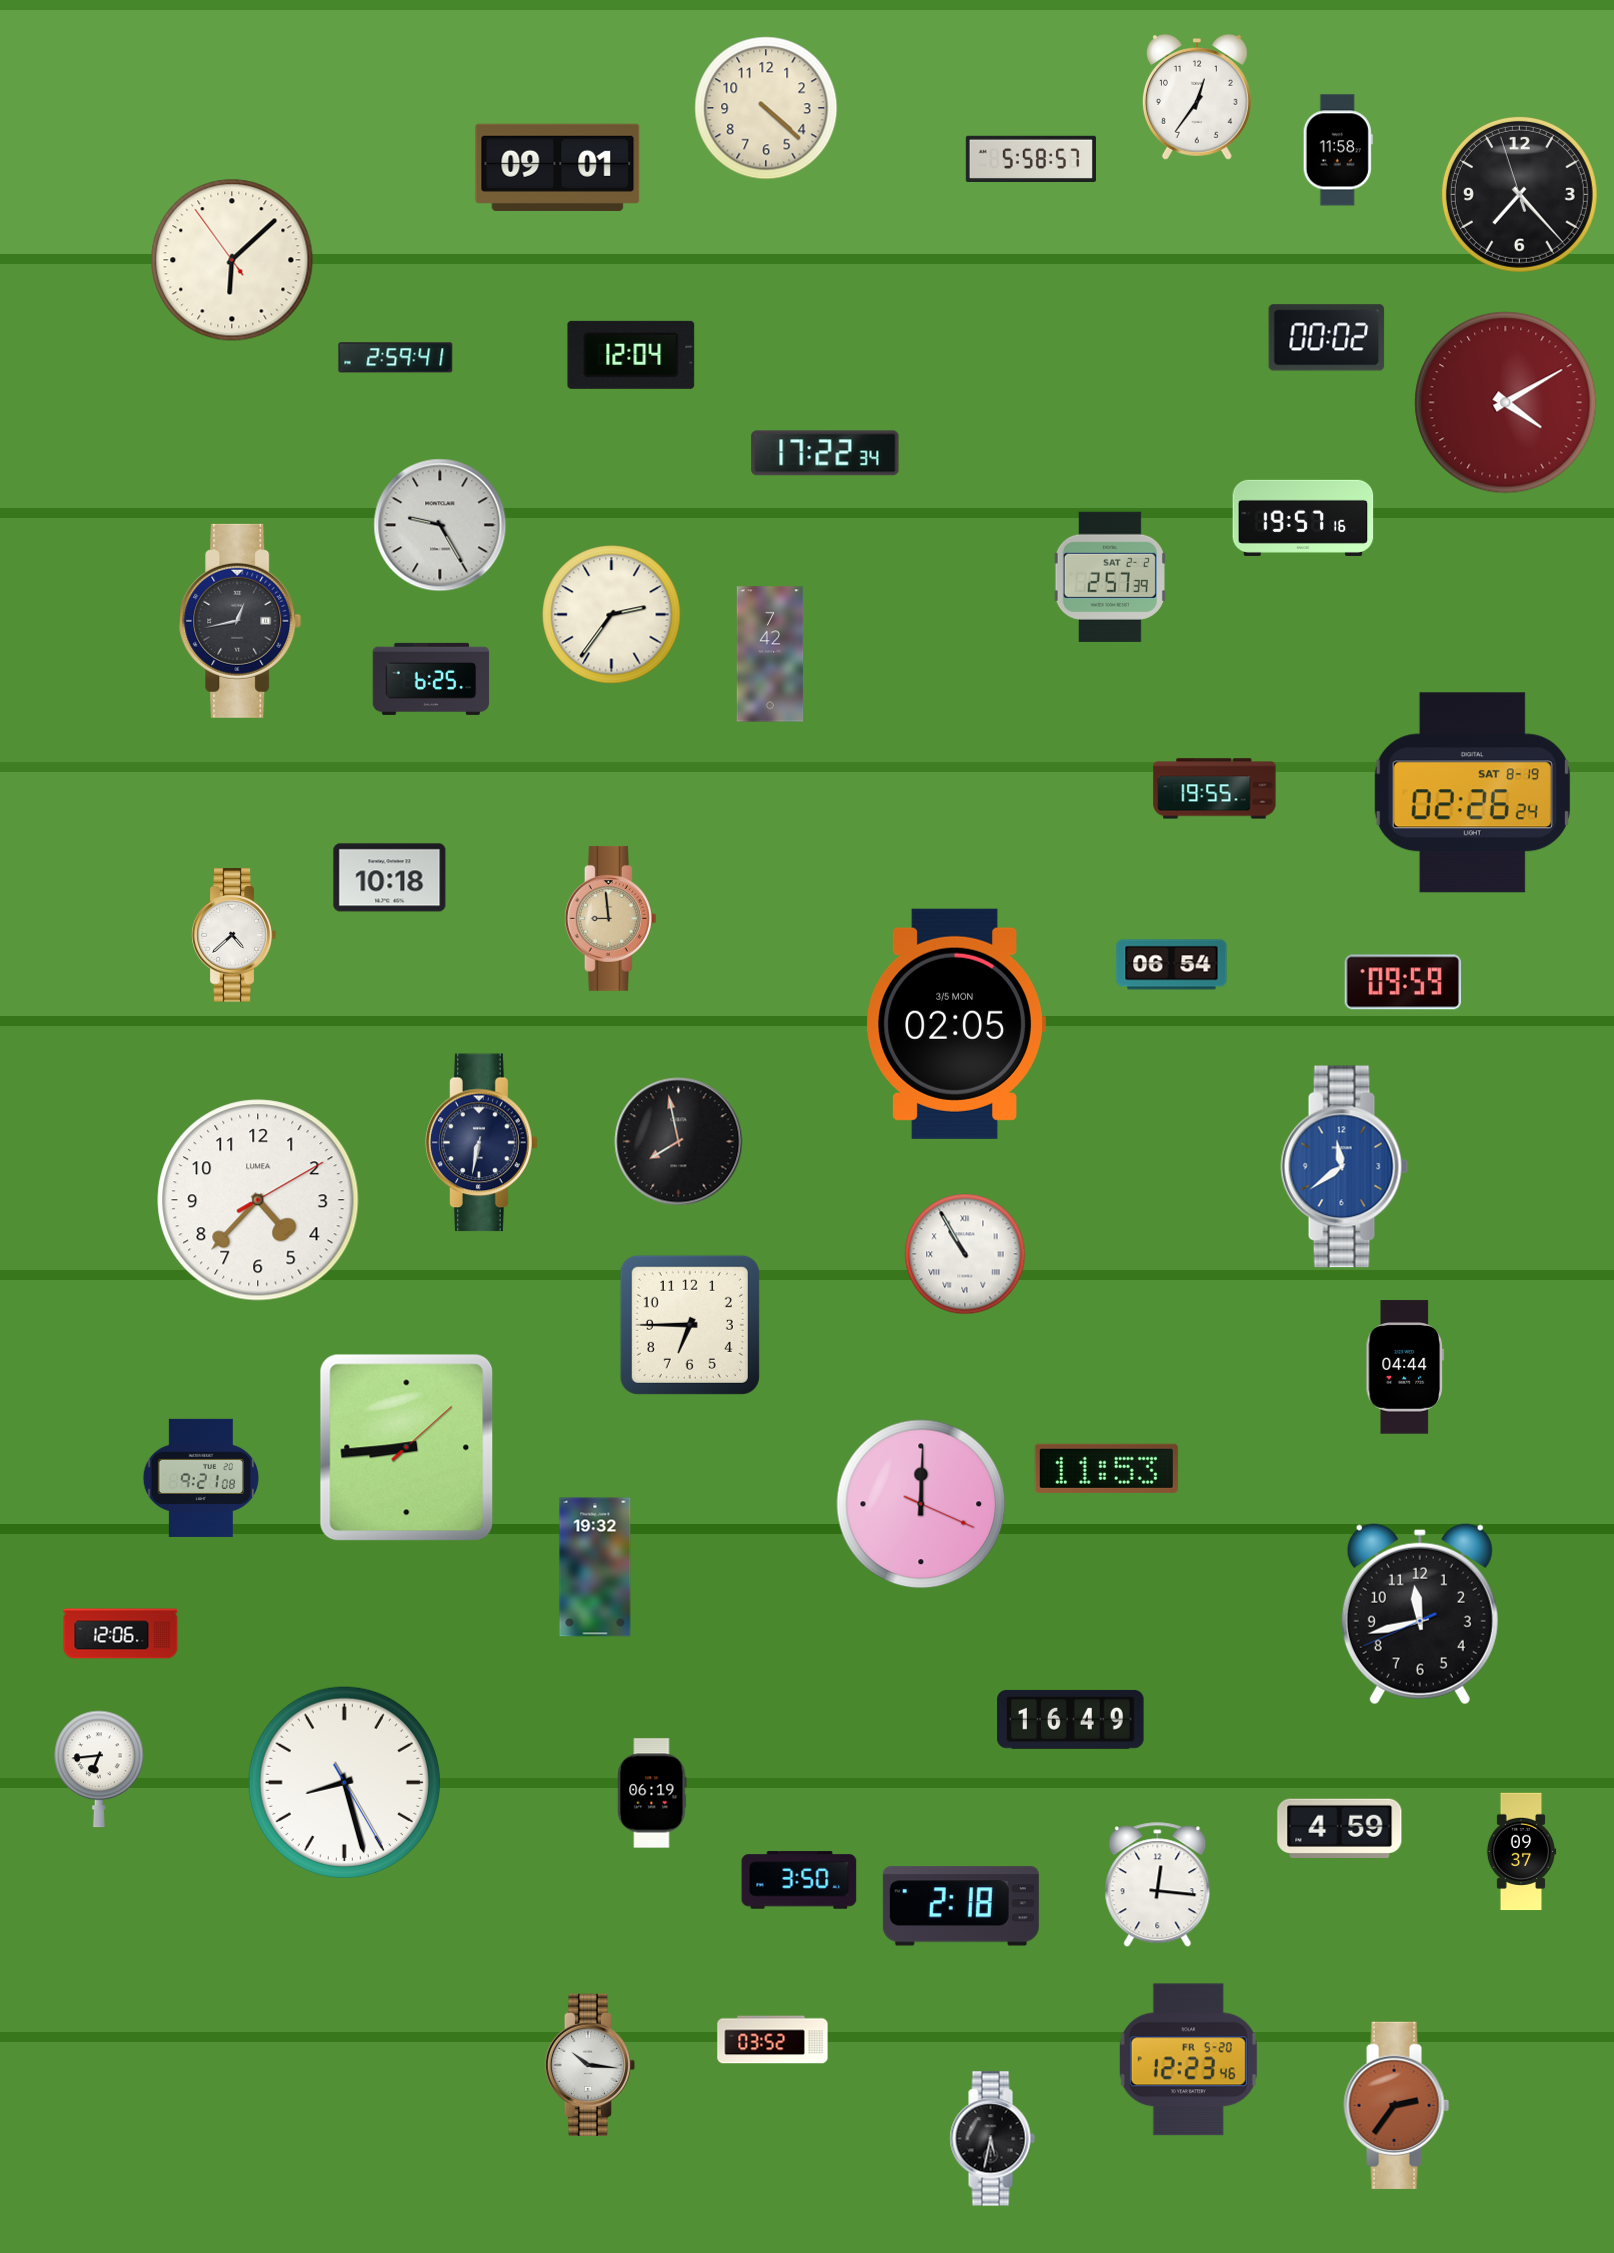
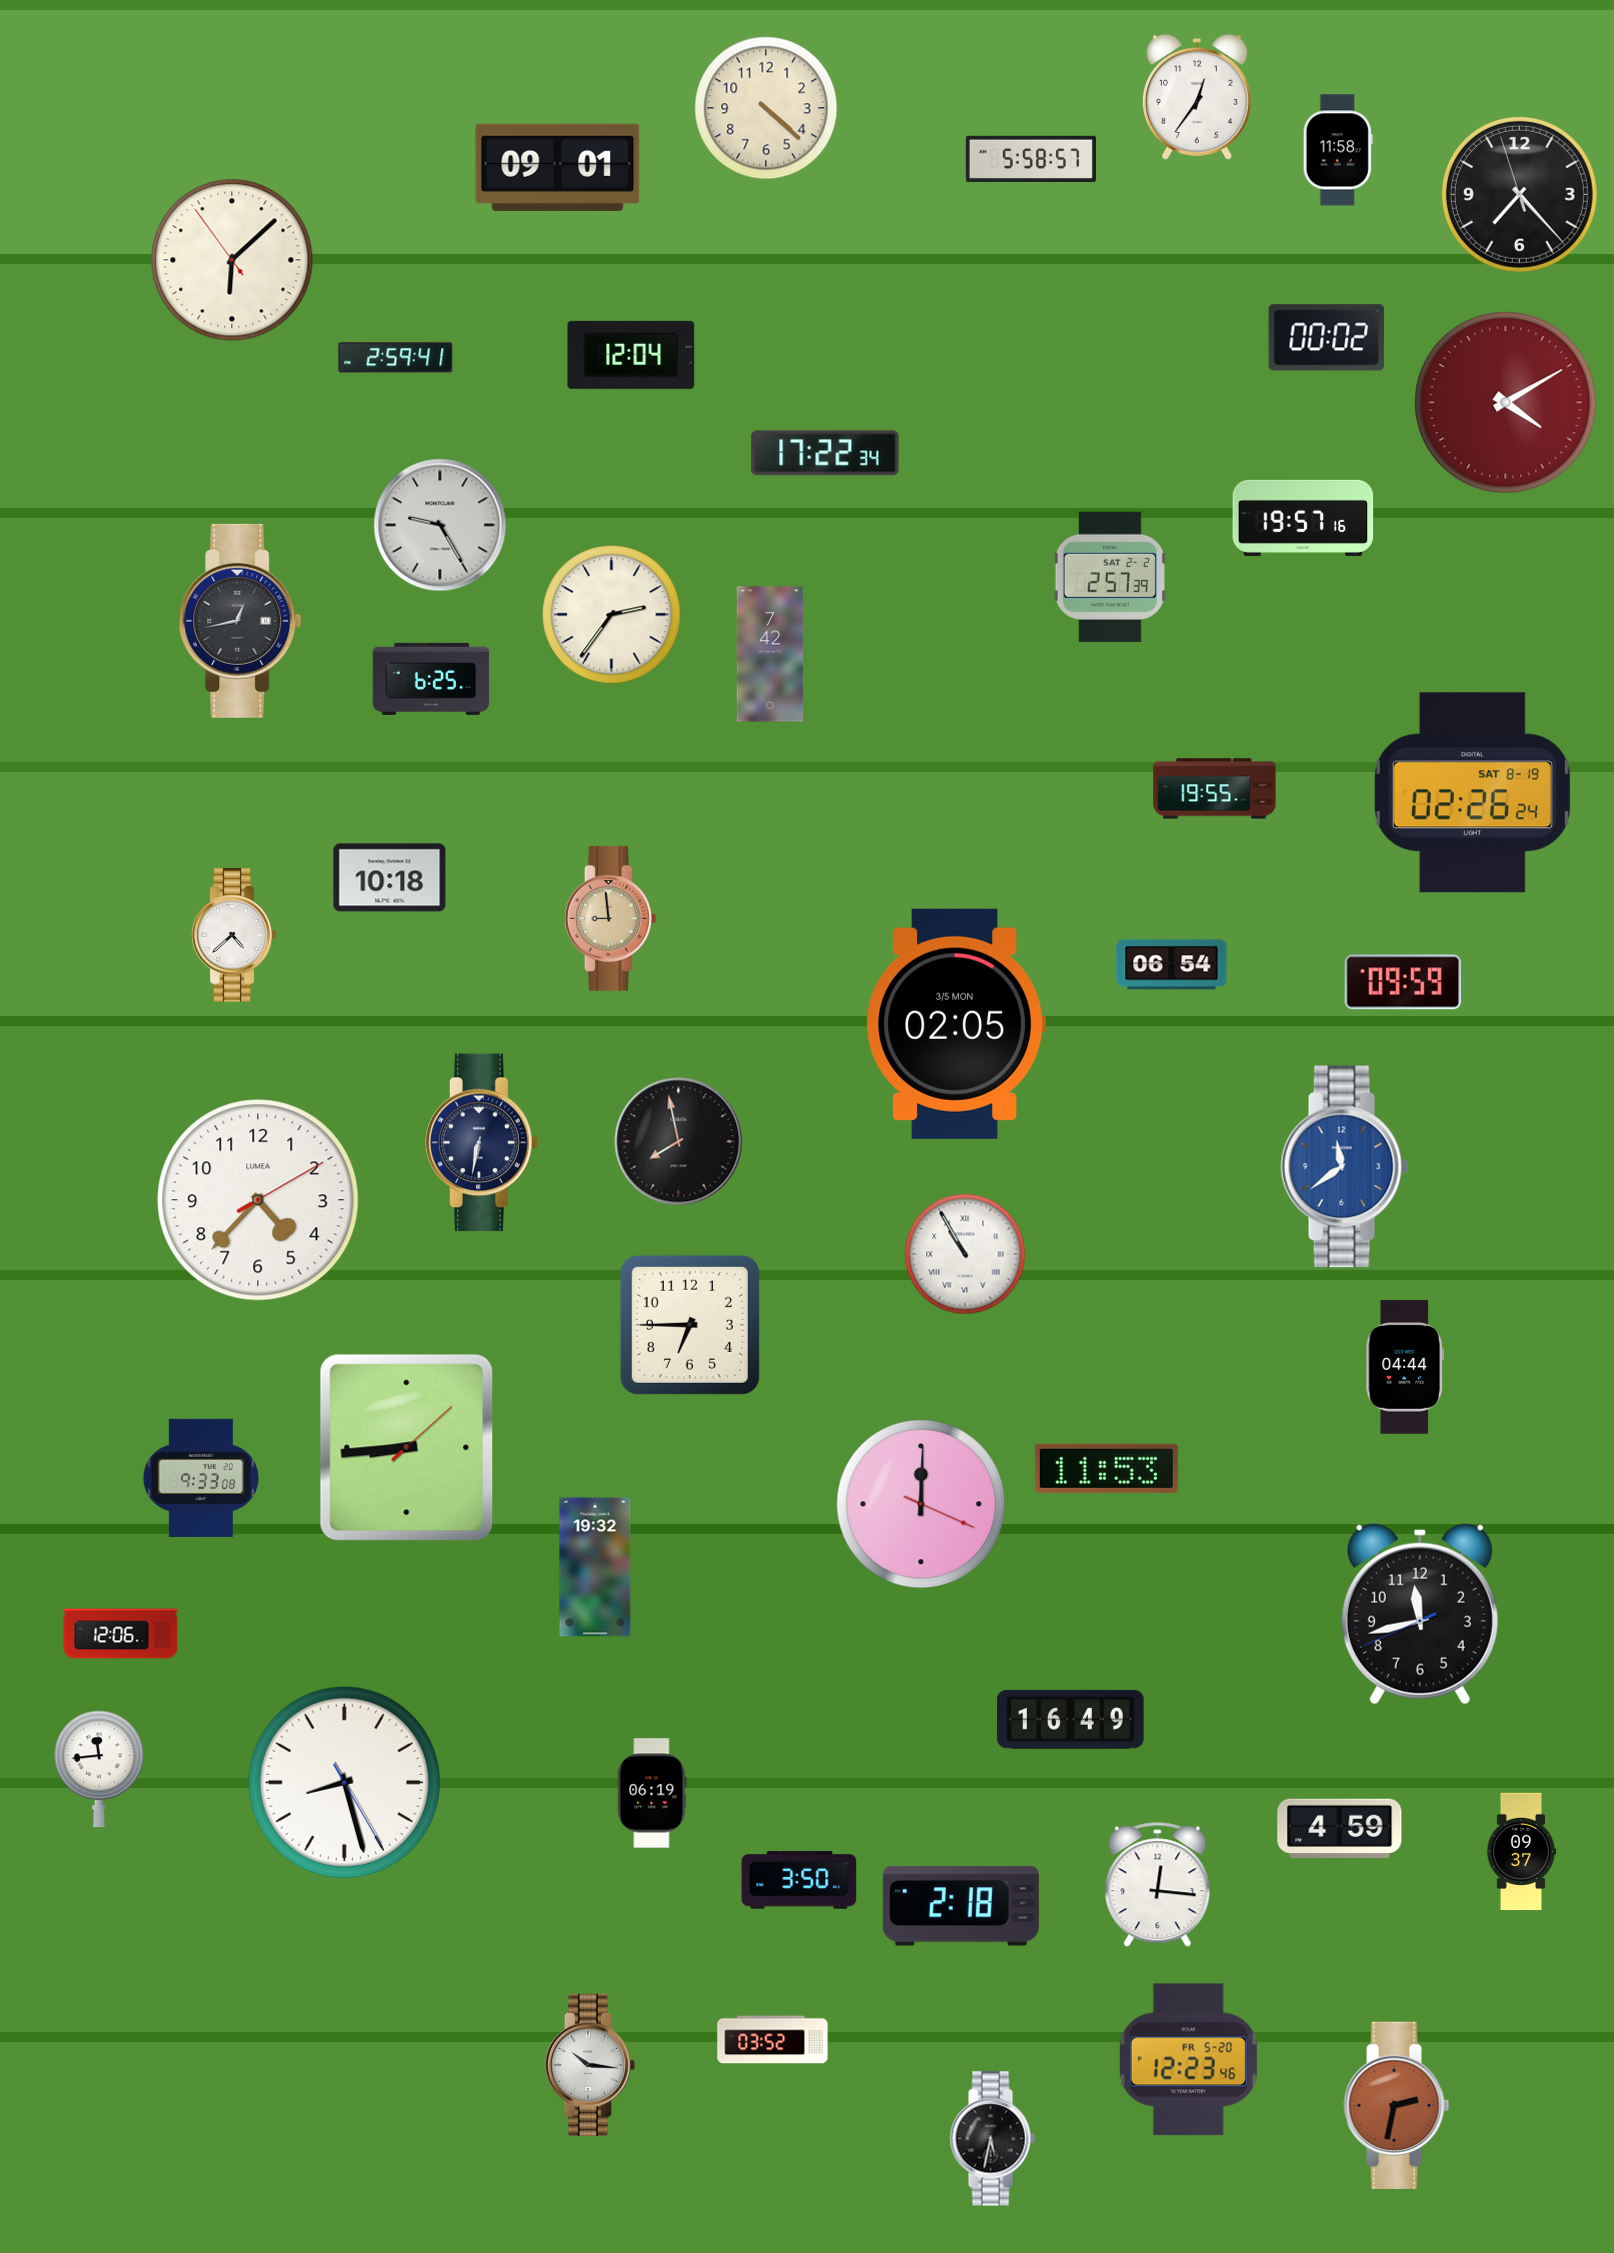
clock at (201, 1478): 9:21 -> 9:33
clock at (99, 1769): 6:44 -> 11:44
clock at (1397, 2105): 2:36 -> 2:32
